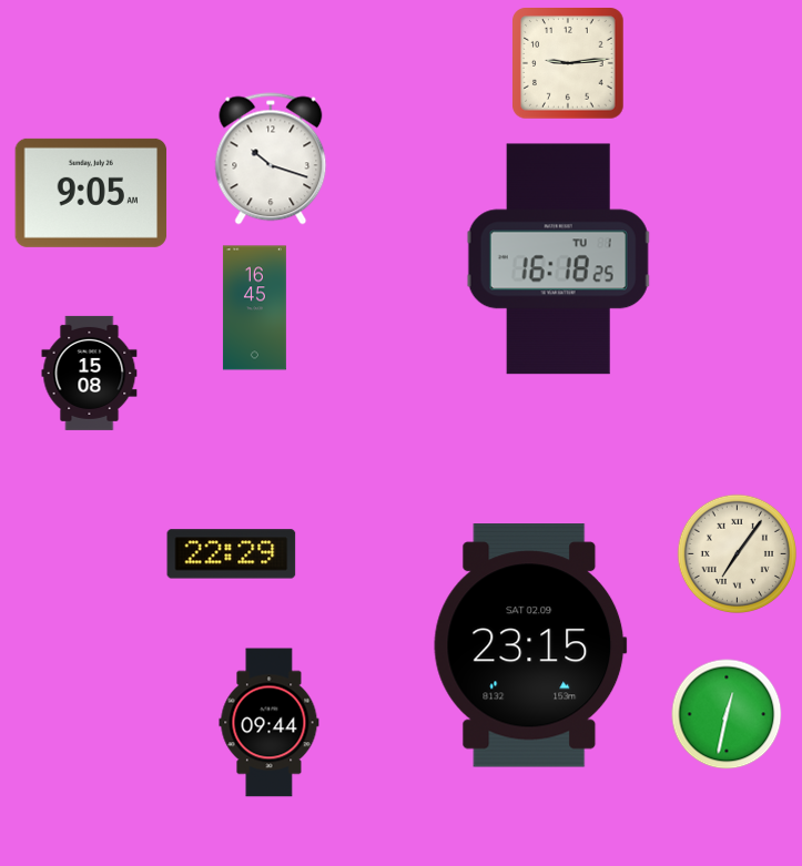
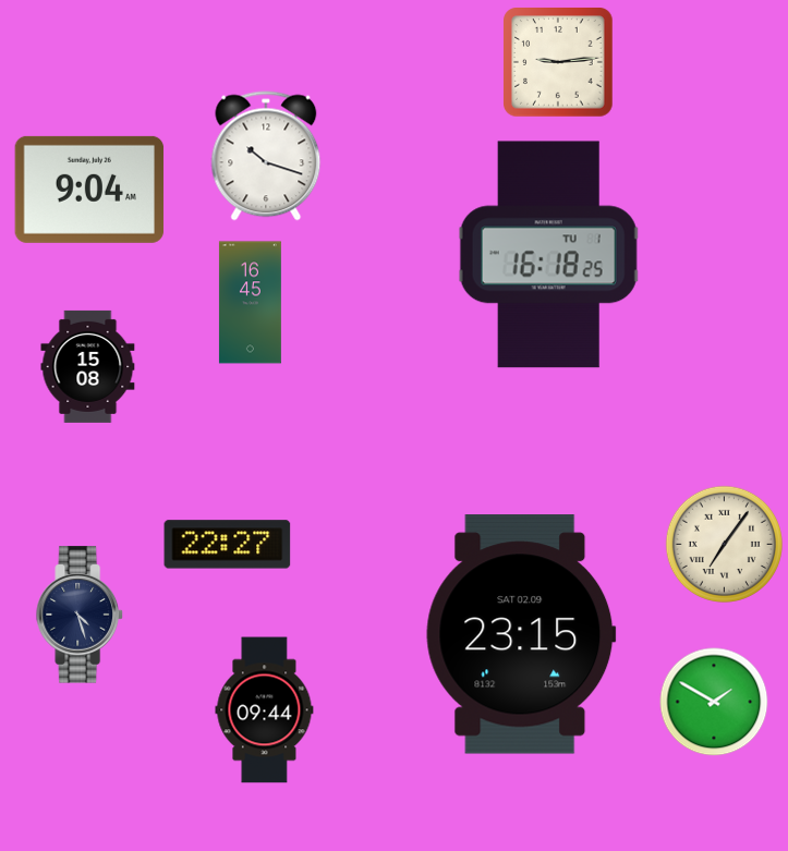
clock at (91, 193): 9:05 -> 9:04
clock at (232, 554): 22:29 -> 22:27
clock at (80, 615): none -> 4:27
clock at (727, 714): 12:32 -> 1:50
